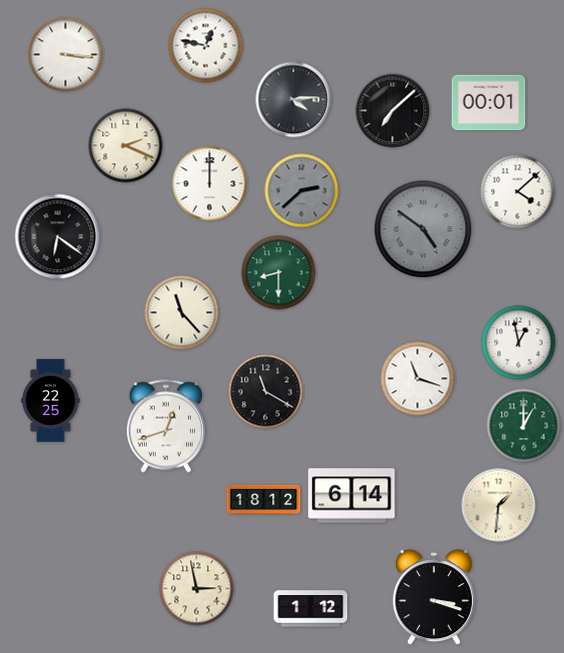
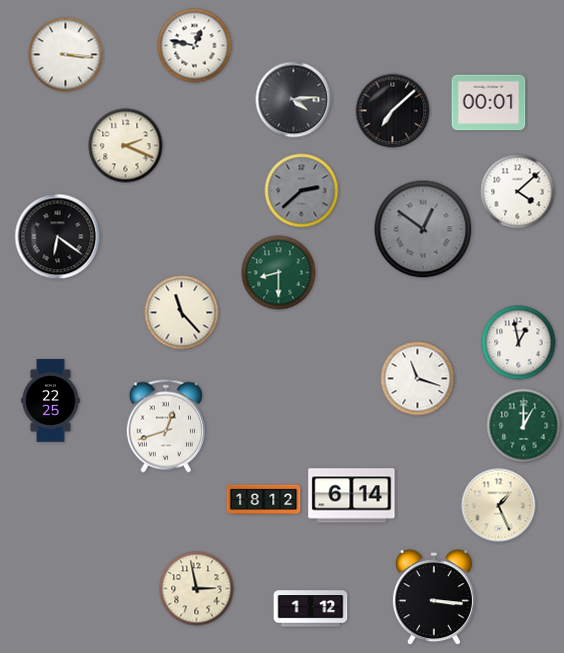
clock at (206, 46) position: (206, 46) -> (195, 46)
clock at (210, 184): 12:00 -> none
clock at (423, 229): 4:51 -> 12:51
clock at (266, 392): 11:20 -> none
clock at (499, 506): 1:31 -> 1:26
clock at (434, 598): 3:18 -> 3:16
